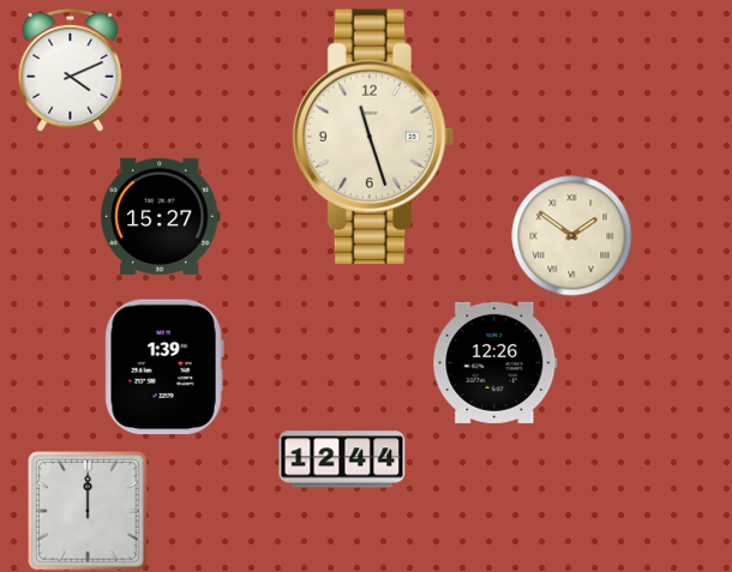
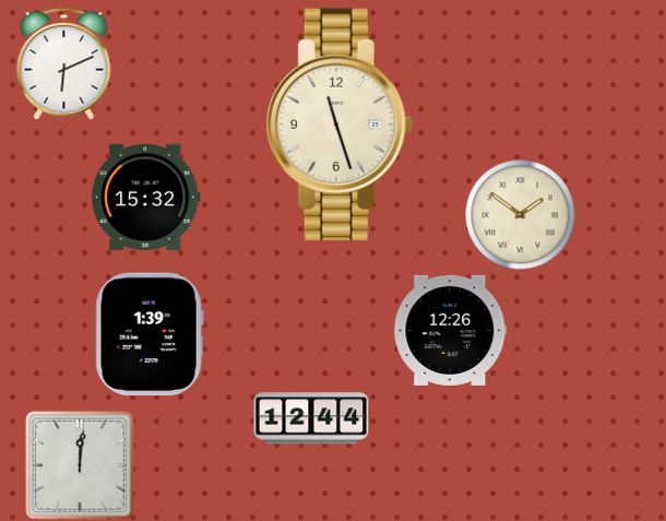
clock at (71, 70): 4:11 -> 6:11
clock at (161, 216): 15:27 -> 15:32
clock at (88, 511): 12:00 -> 12:01
